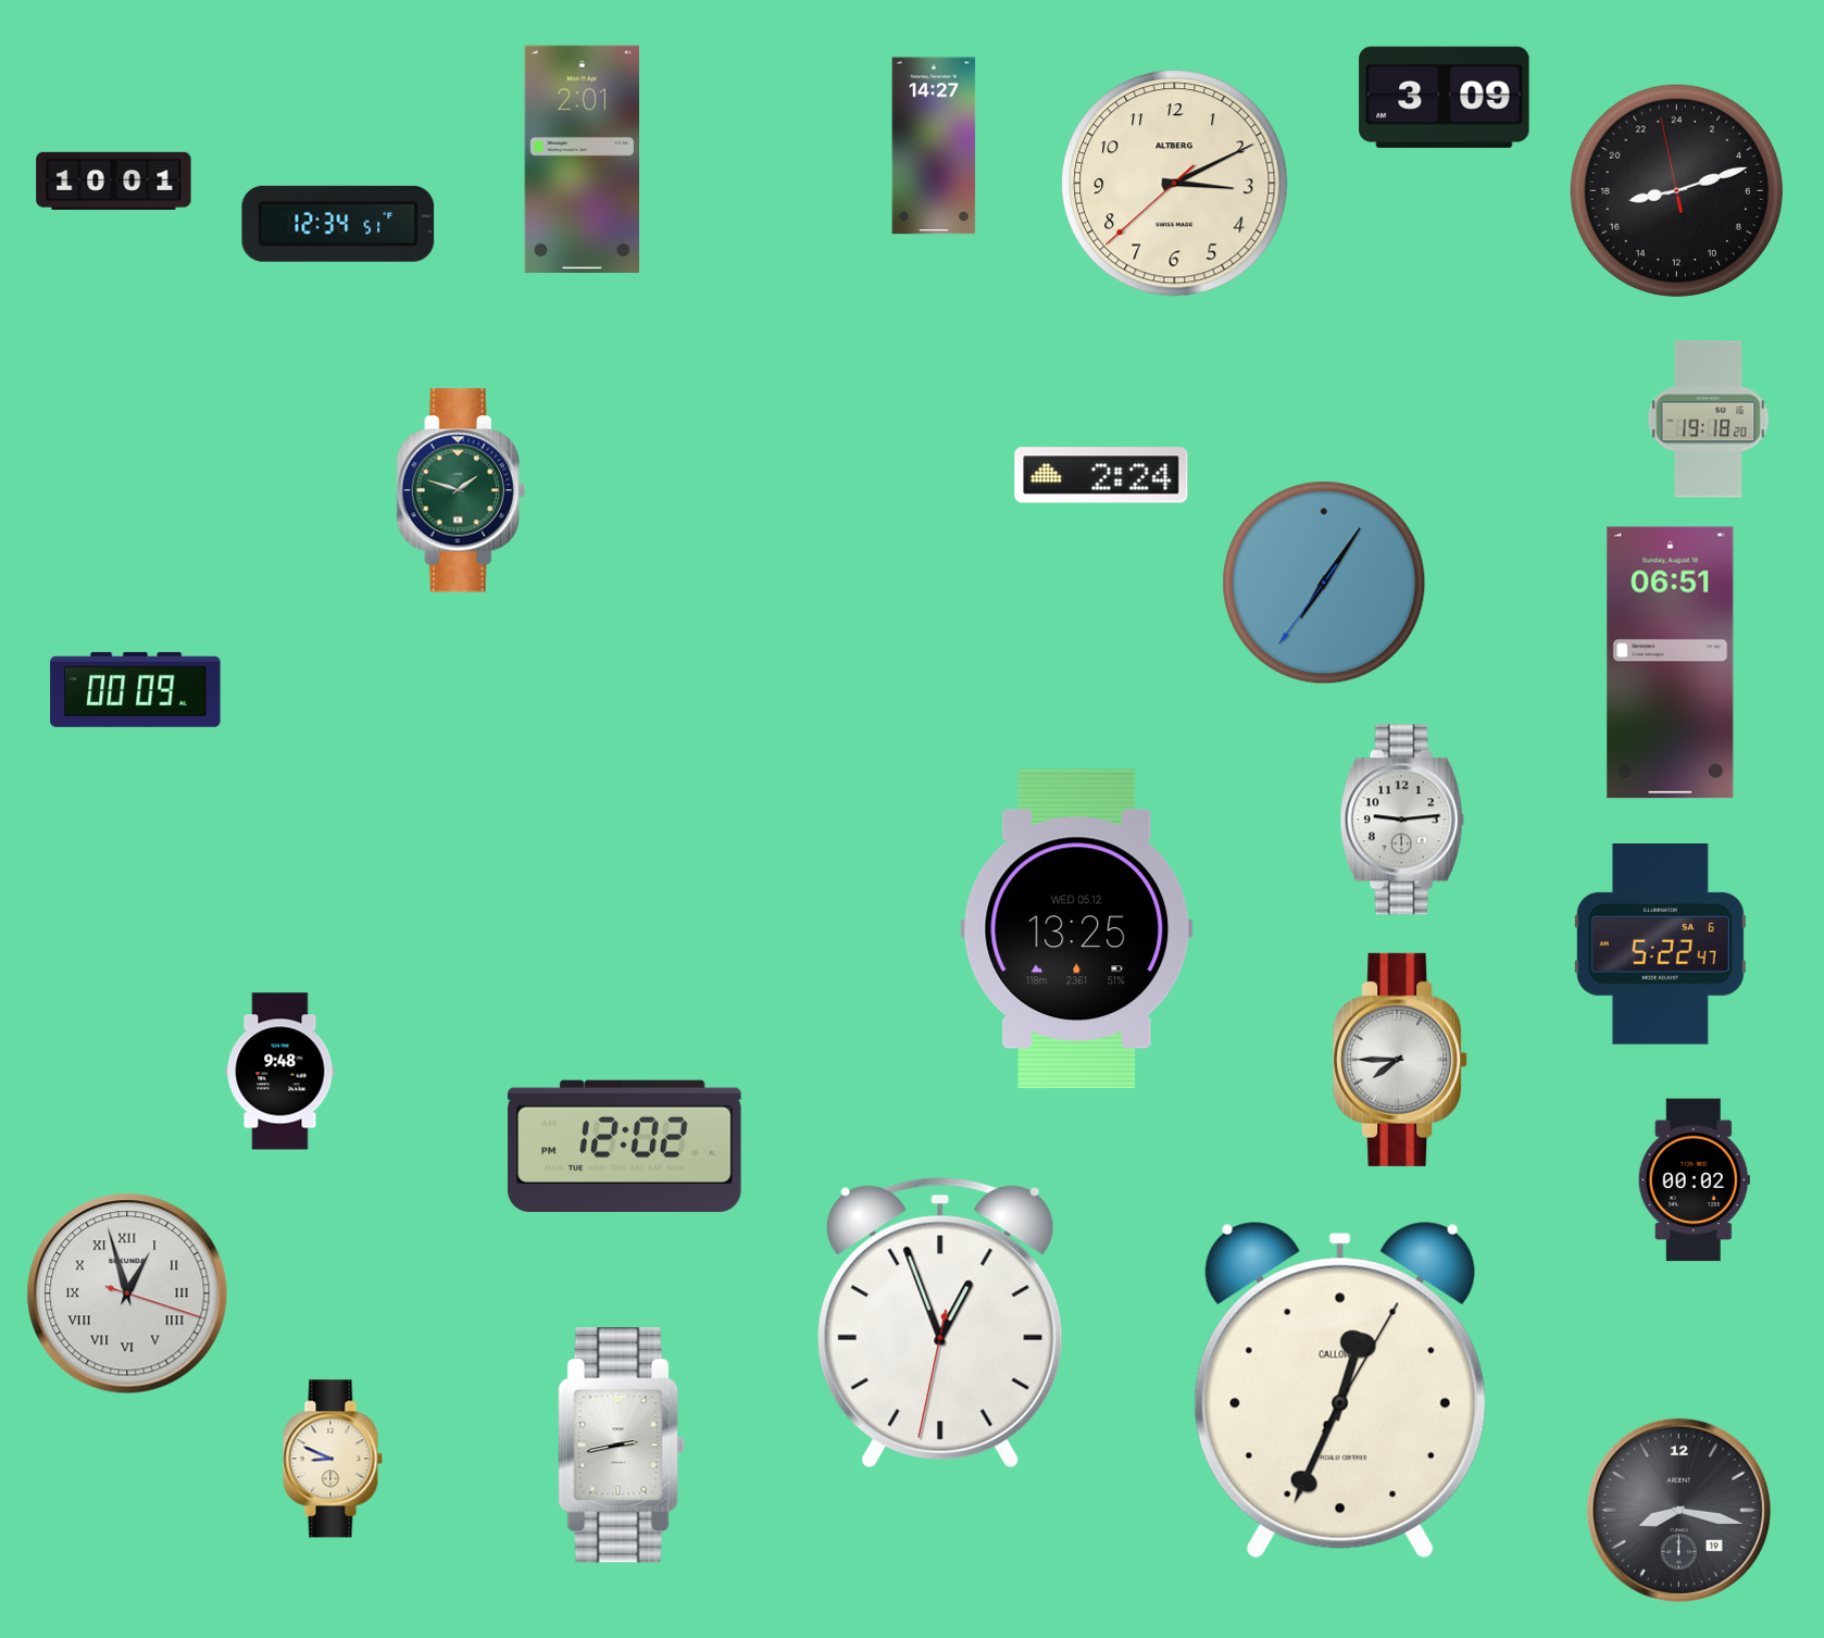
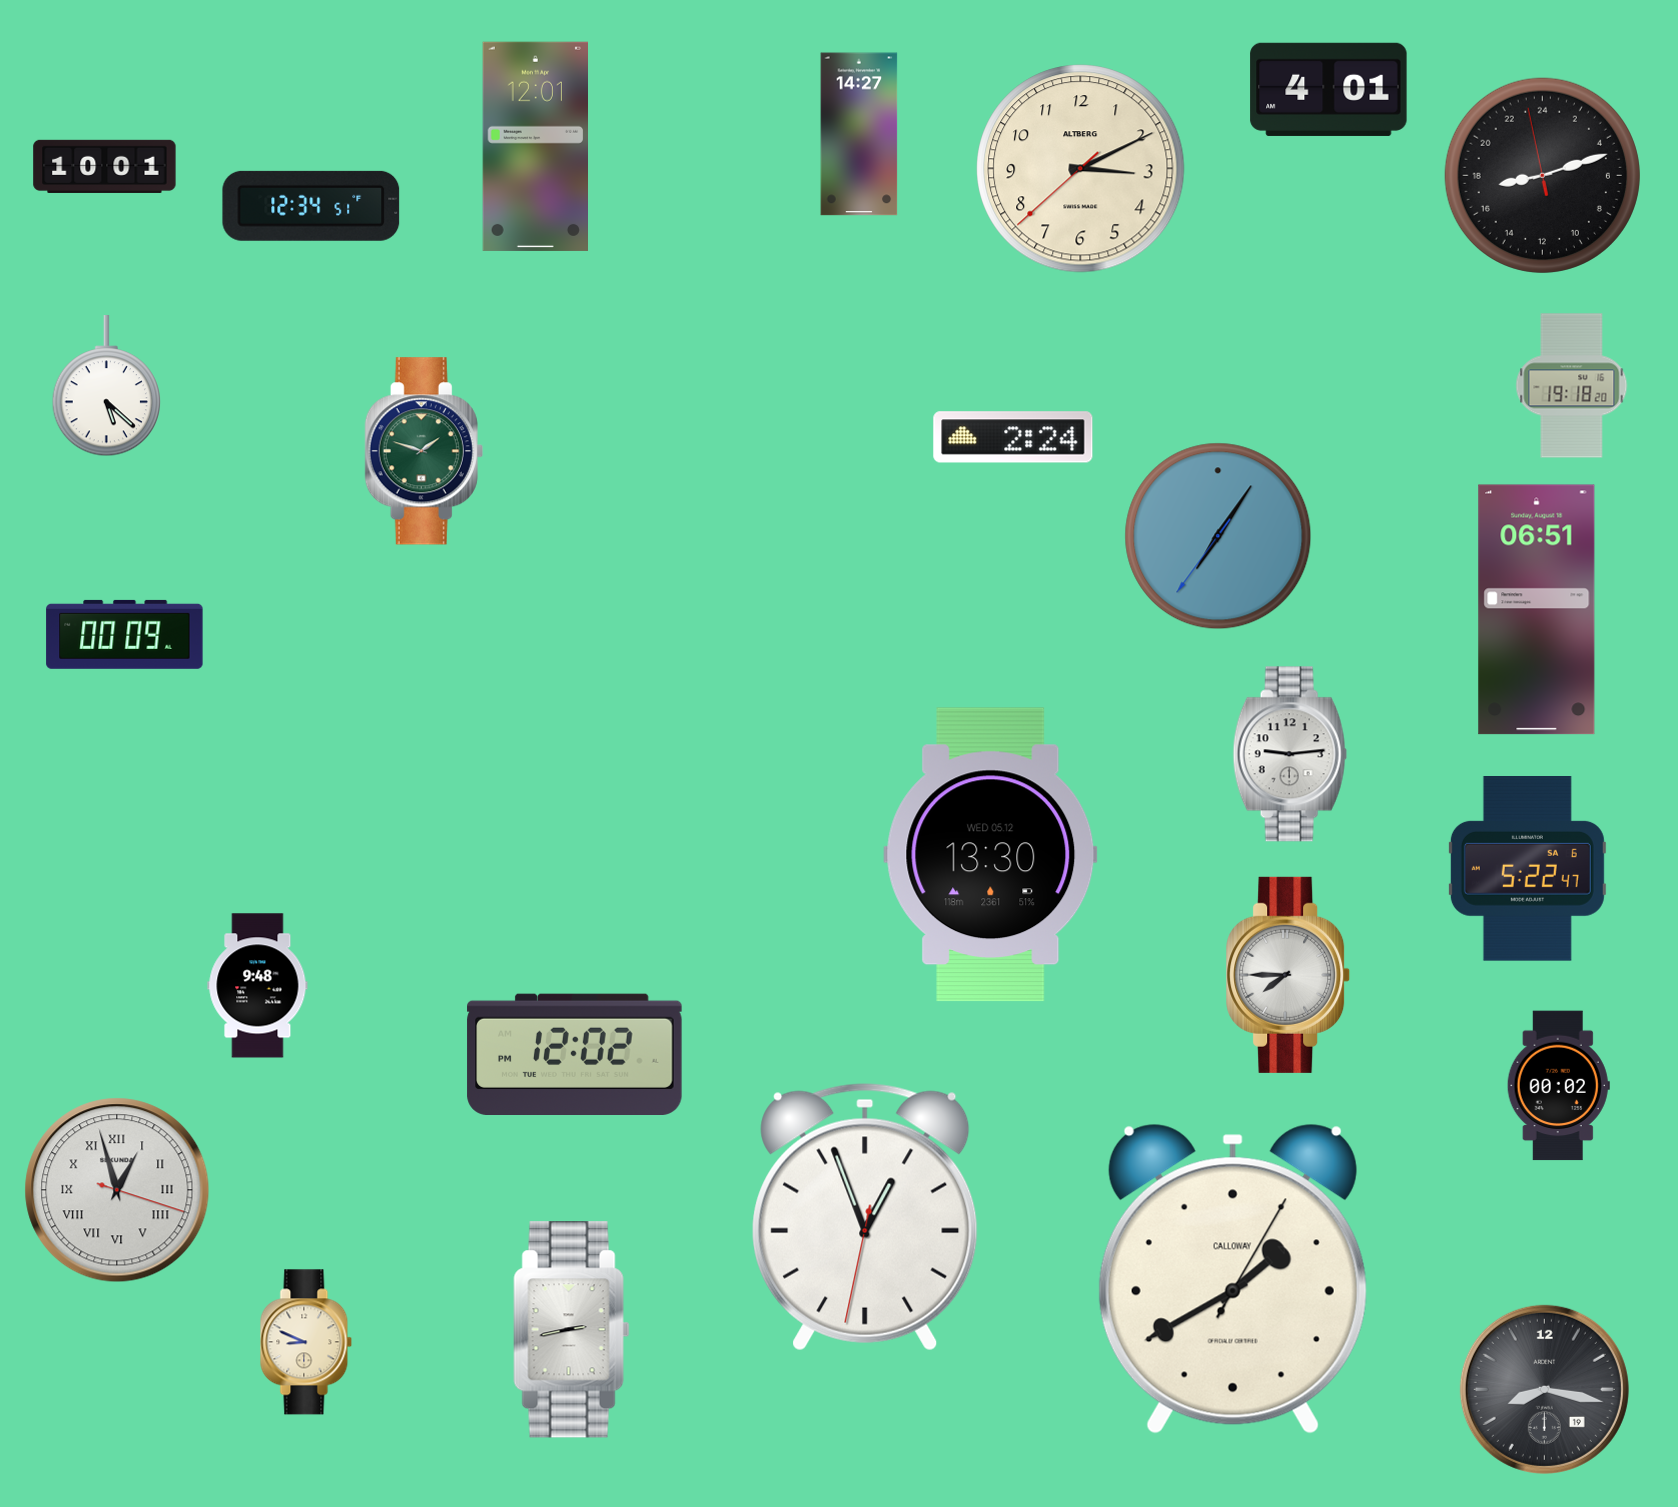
clock at (1445, 97): 3:09 -> 4:01
clock at (582, 159): 2:01 -> 12:01
clock at (106, 386): none -> 5:22
clock at (1077, 929): 13:25 -> 13:30
clock at (1340, 1390): 12:34 -> 1:40
